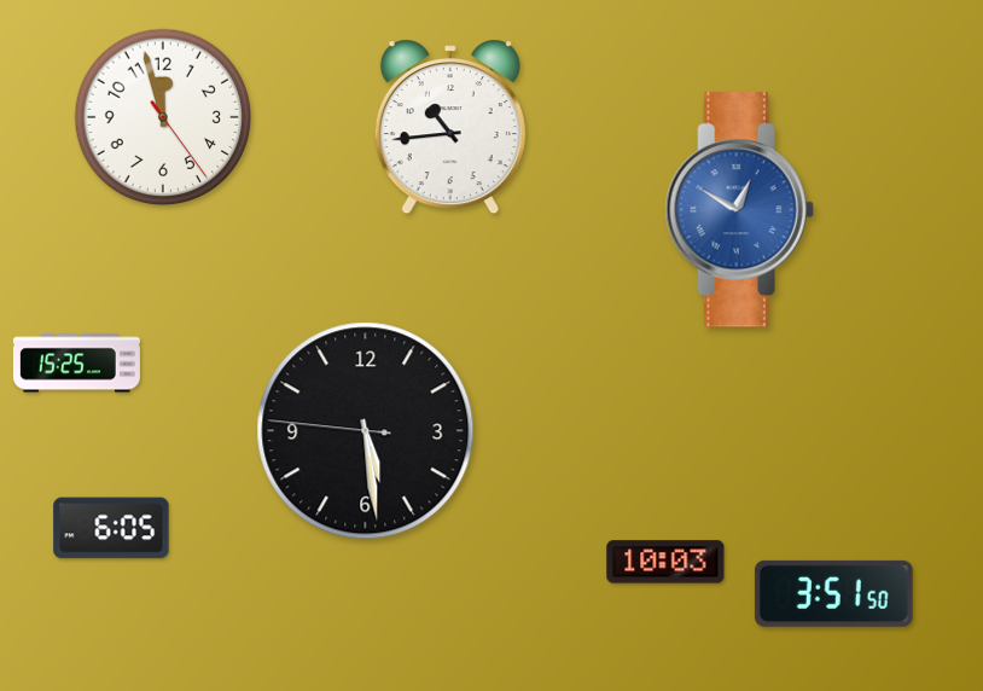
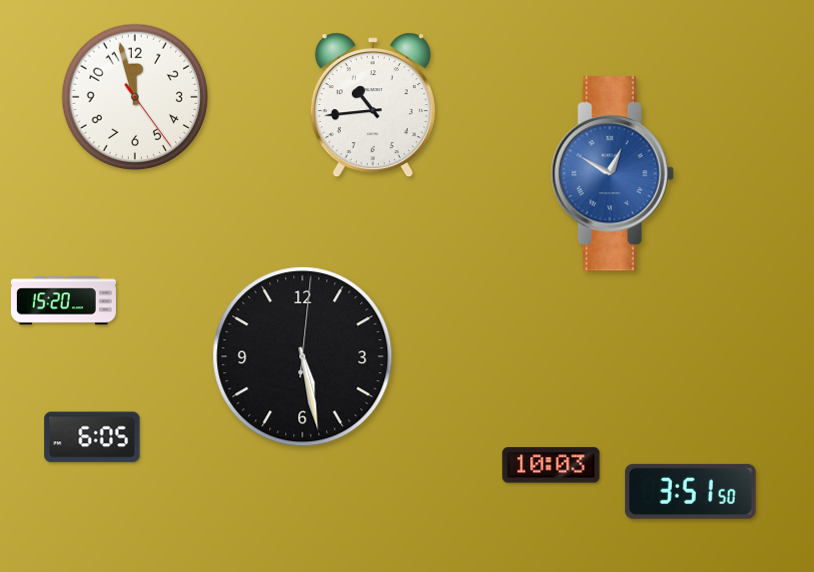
clock at (76, 364): 15:25 -> 15:20
clock at (366, 431): 5:28:46 -> 5:28:01
